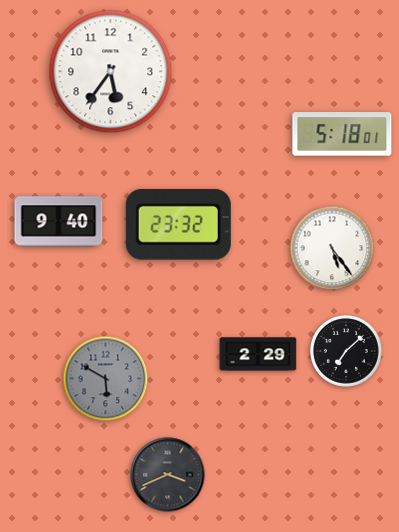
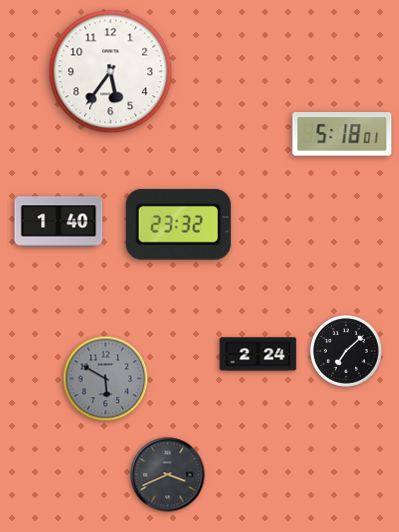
clock at (59, 222): 9:40 -> 1:40
clock at (332, 248): 5:24 -> none
clock at (258, 354): 2:29 -> 2:24
